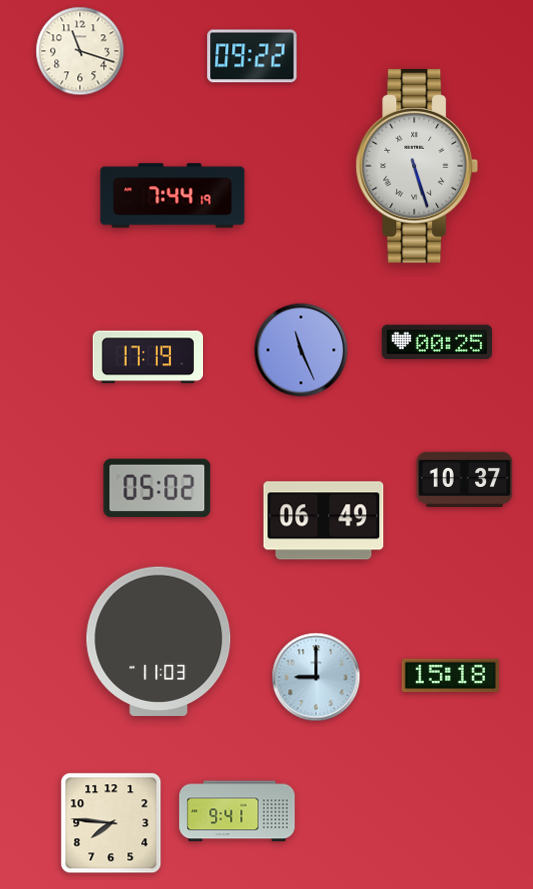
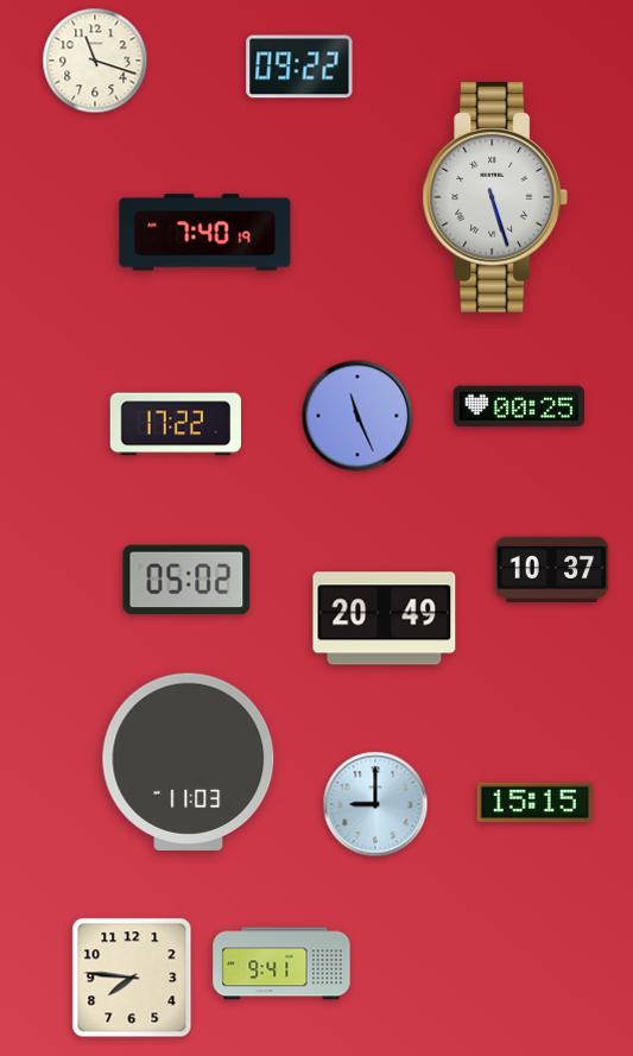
clock at (173, 196): 7:44 -> 7:40
clock at (147, 357): 17:19 -> 17:22
clock at (324, 521): 06:49 -> 20:49
clock at (450, 676): 15:18 -> 15:15
